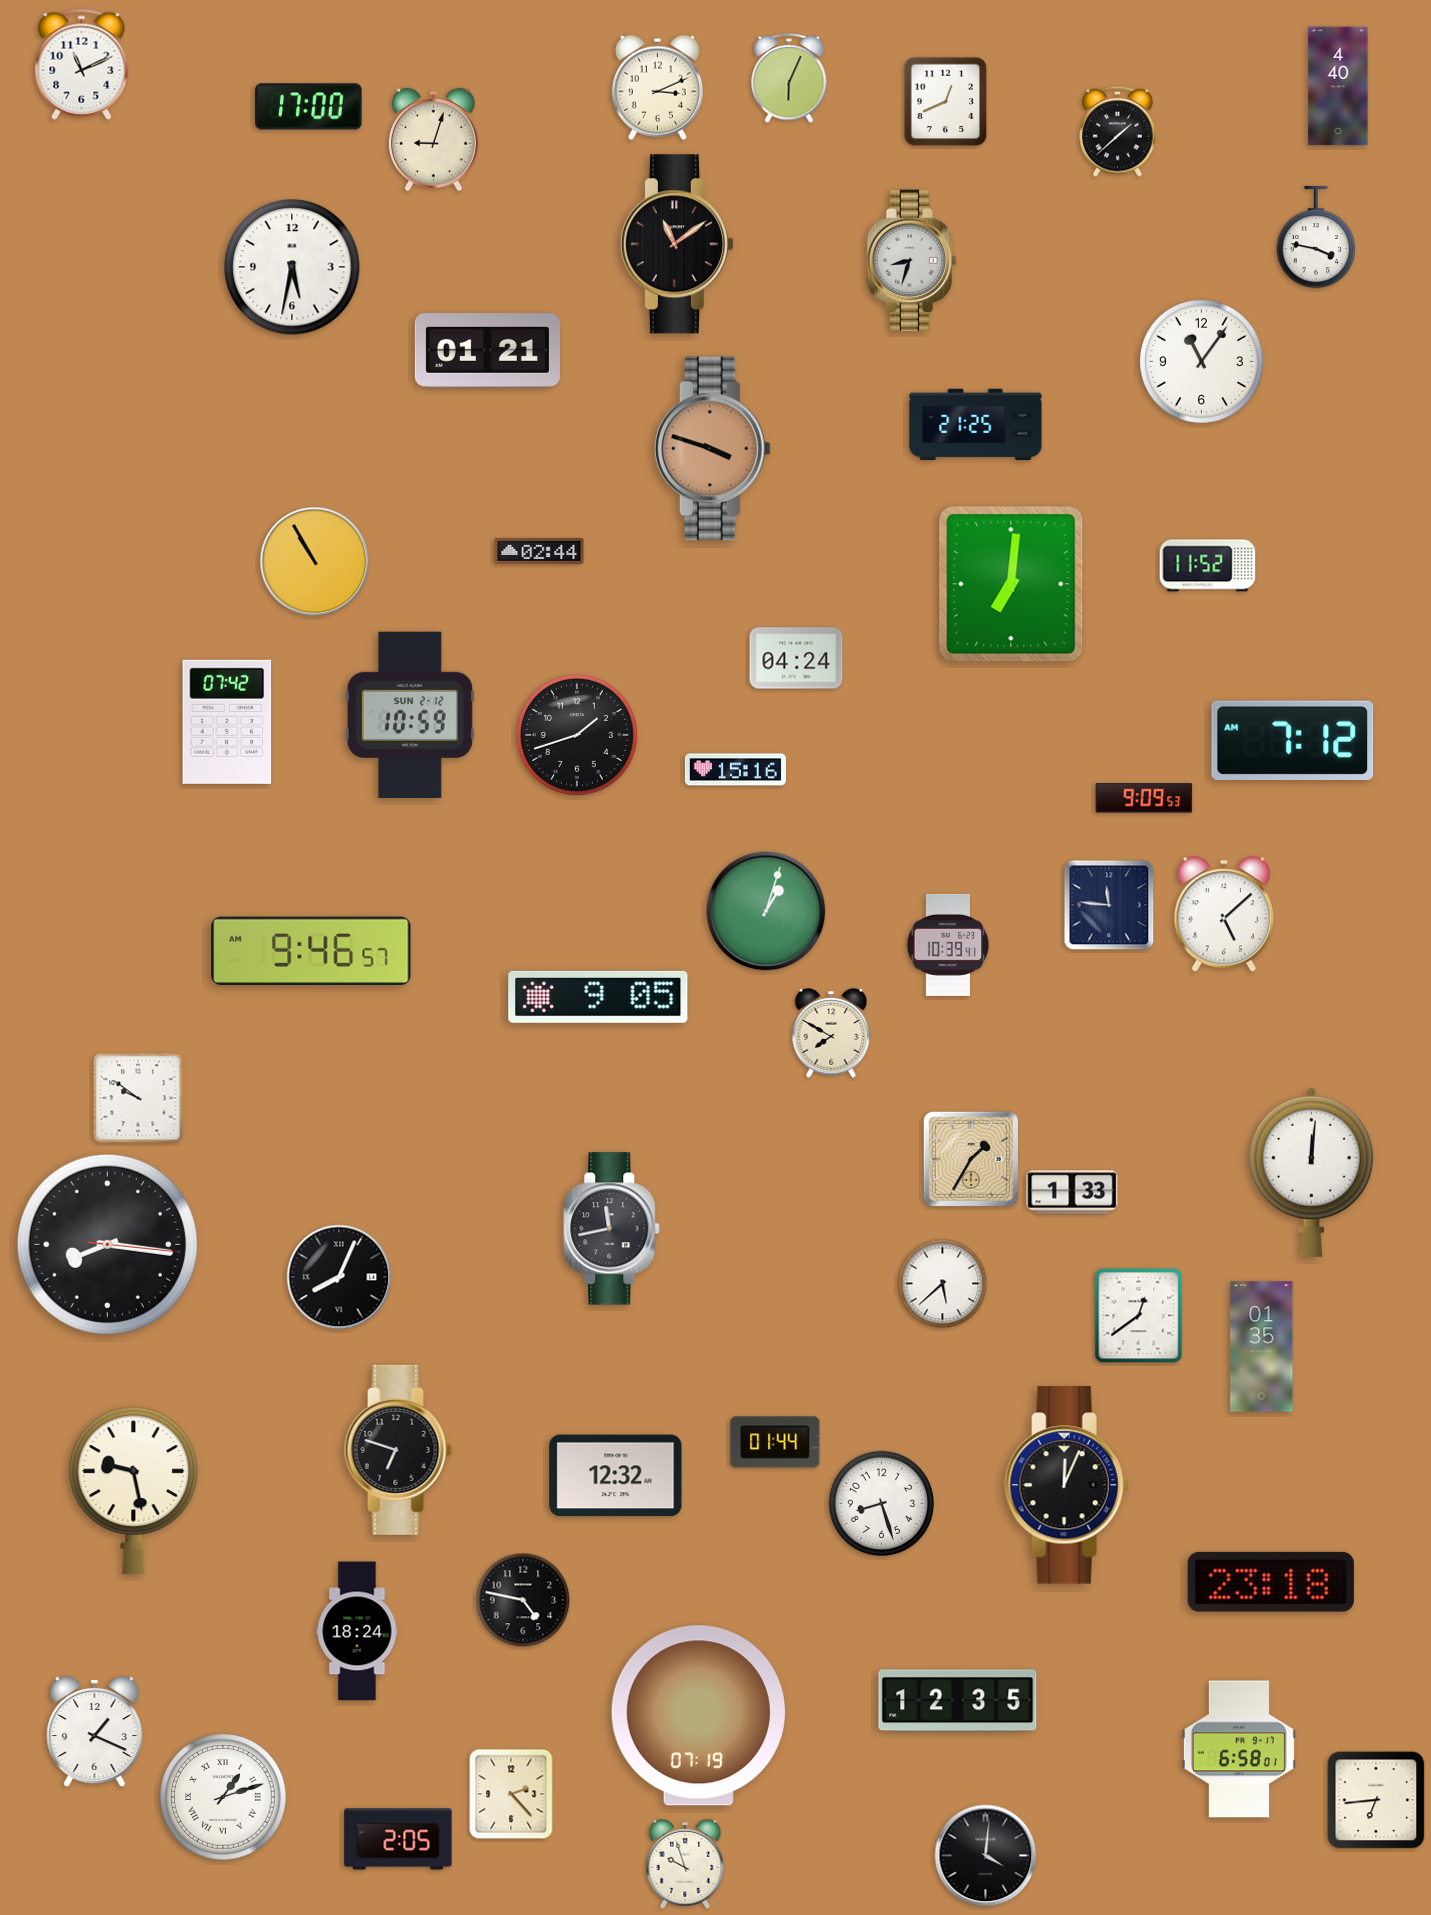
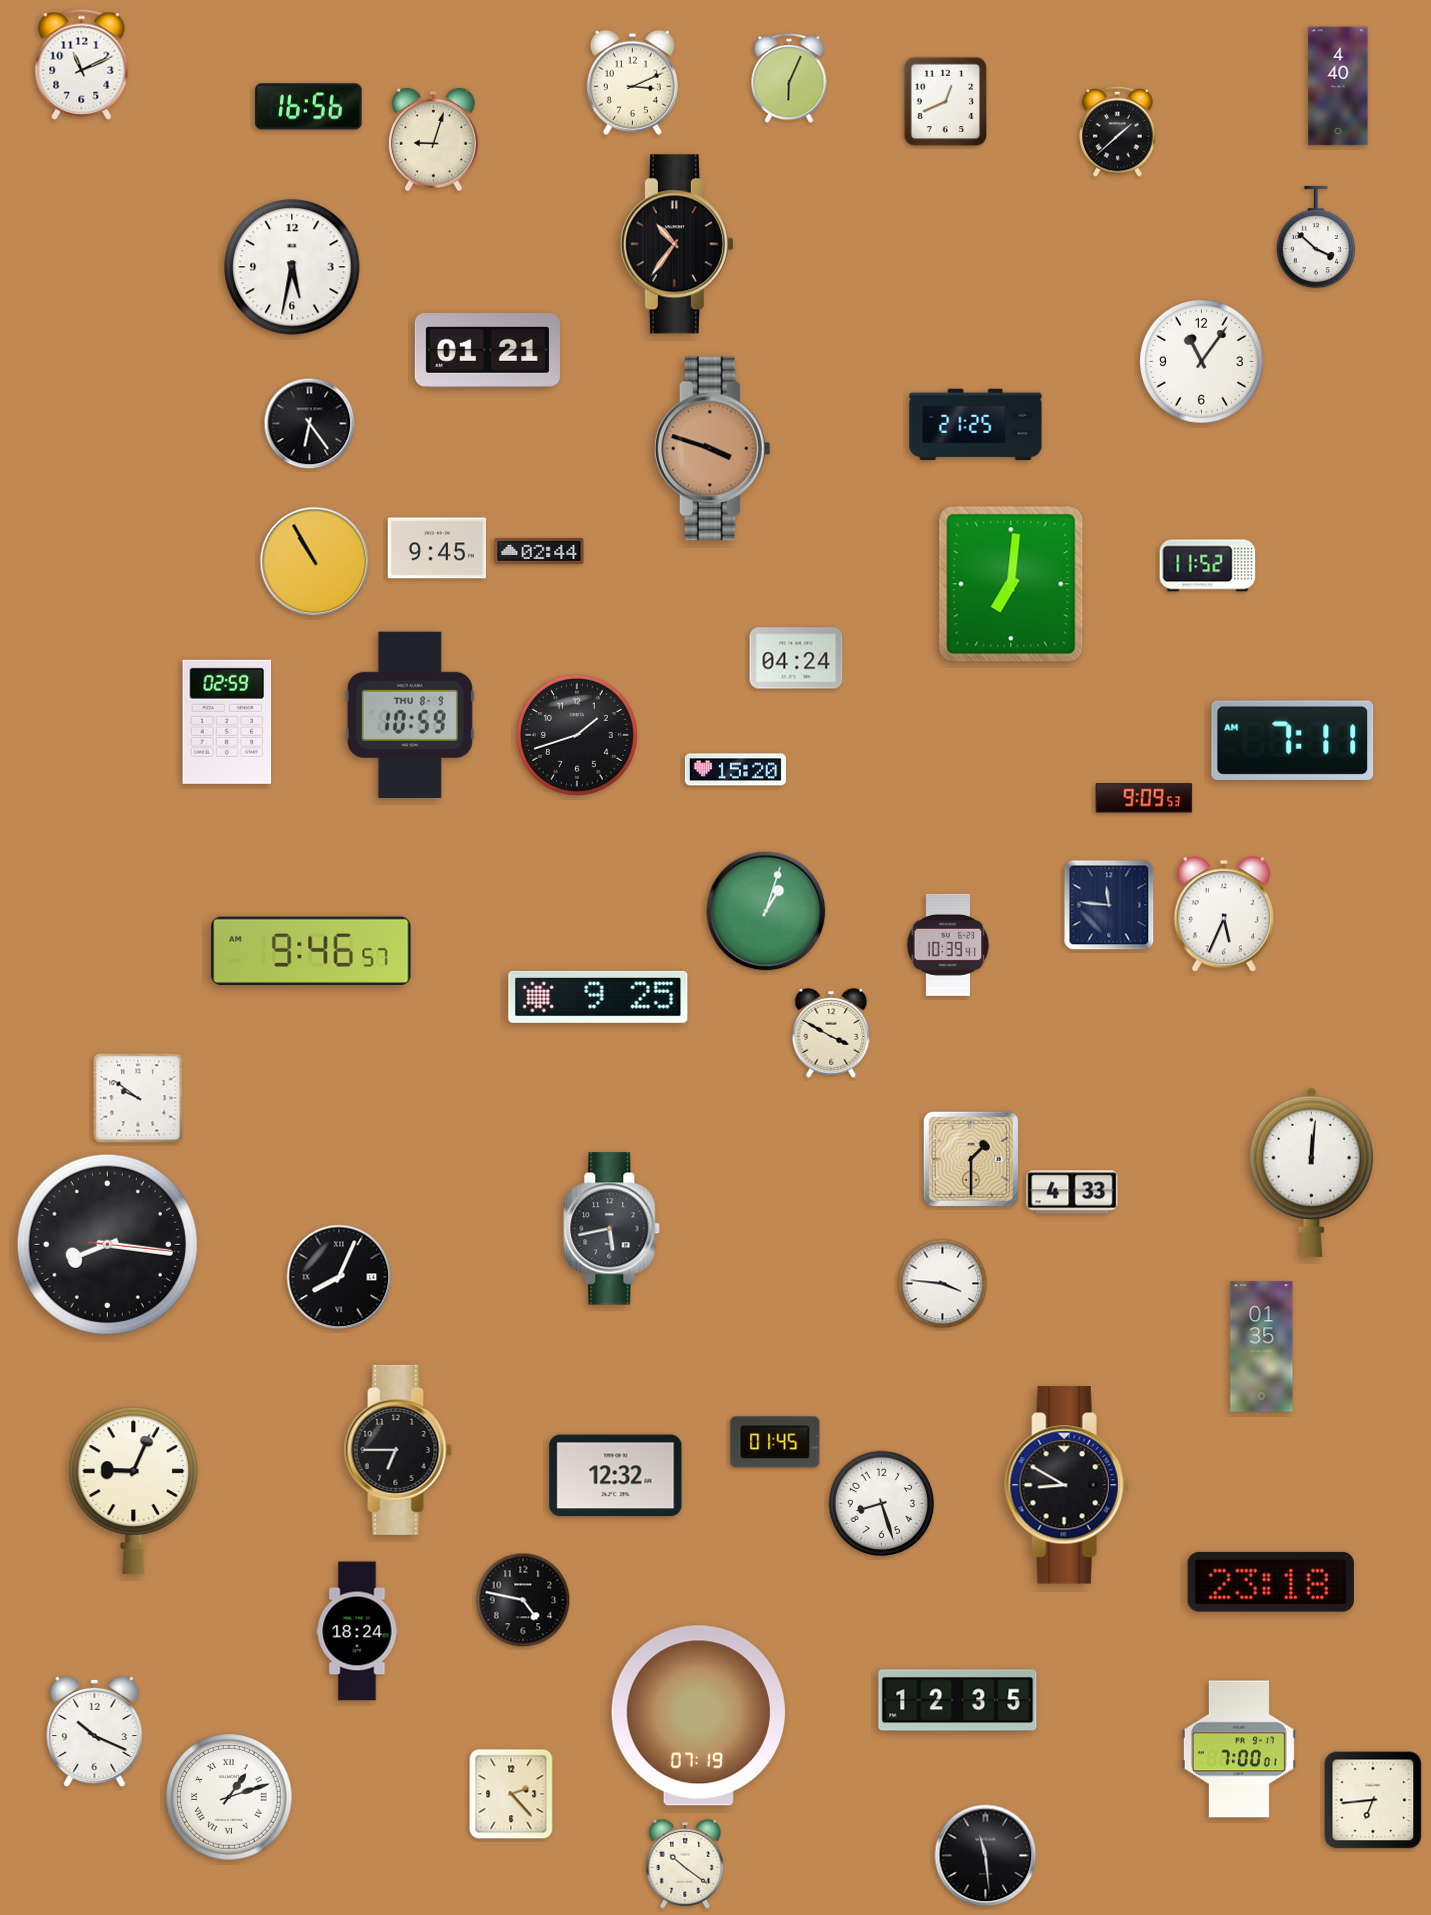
clock at (657, 87) position: (657, 87) -> (632, 82)
clock at (309, 107): 17:00 -> 16:56
clock at (1315, 237): 3:47 -> 3:52
clock at (677, 244): 11:09 -> 10:36
clock at (912, 261): 8:33 -> none
clock at (310, 424): none -> 6:24
clock at (437, 548): none -> 9:45
clock at (410, 715) date: SUN 2-12 -> THU 8-9
clock at (227, 722): 07:42 -> 02:59
clock at (1293, 740): 7:12 -> 7:11
clock at (735, 770): 15:16 -> 15:20
clock at (1224, 914): 5:08 -> 5:34
clock at (598, 997): 9:05 -> 9:25
clock at (831, 1033): 7:50 -> 3:50
clock at (971, 1159): 1:35 -> 1:30
clock at (1072, 1192): 1:33 -> 4:33
clock at (612, 1229): 11:43 -> 5:43
clock at (943, 1284): 5:38 -> 3:46
clock at (1139, 1316): 12:39 -> none
clock at (775, 1442): 01:44 -> 01:45
clock at (398, 1450): 6:48 -> 6:45
clock at (1067, 1485): 12:04 -> 8:50
clock at (134, 1490): 9:28 -> 9:04
clock at (95, 1732): 1:19 -> 10:19
clock at (1239, 1749): 6:58 -> 7:00
clock at (223, 1797) position: (223, 1797) -> (229, 1797)
clock at (1376, 1800) position: (1376, 1800) -> (1373, 1800)
clock at (398, 1839): 2:05 -> none
clock at (986, 1856): 4:01 -> 11:29
clock at (685, 1864): 9:57 -> 10:21
